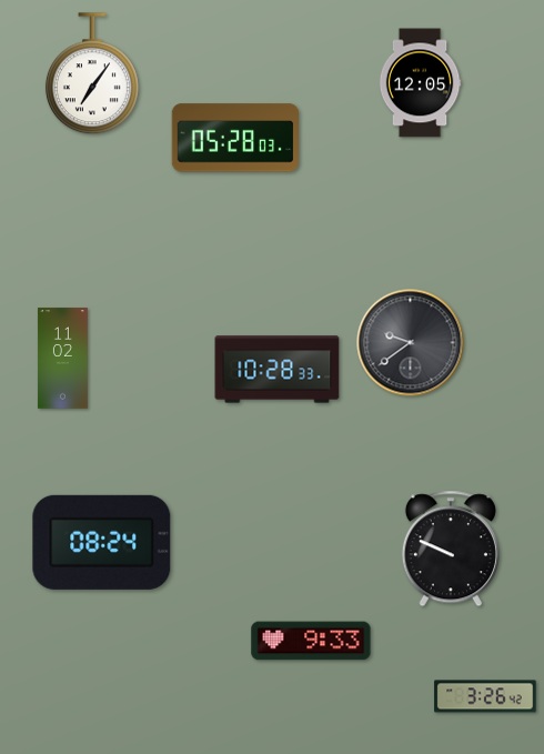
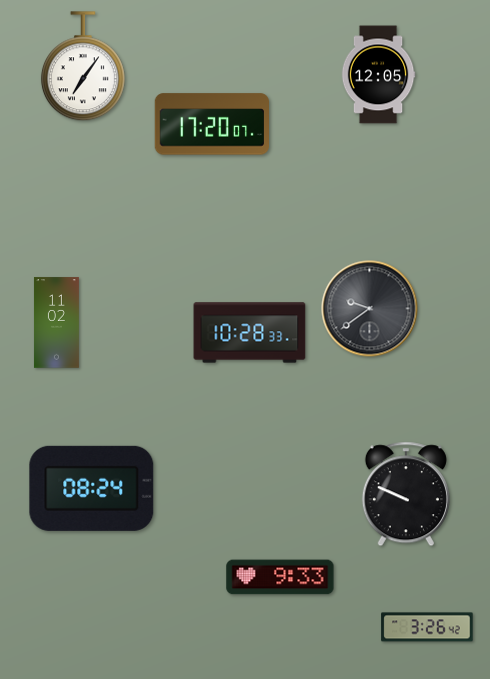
clock at (235, 138): 05:28 -> 17:20
clock at (485, 696) position: (485, 696) -> (427, 627)
